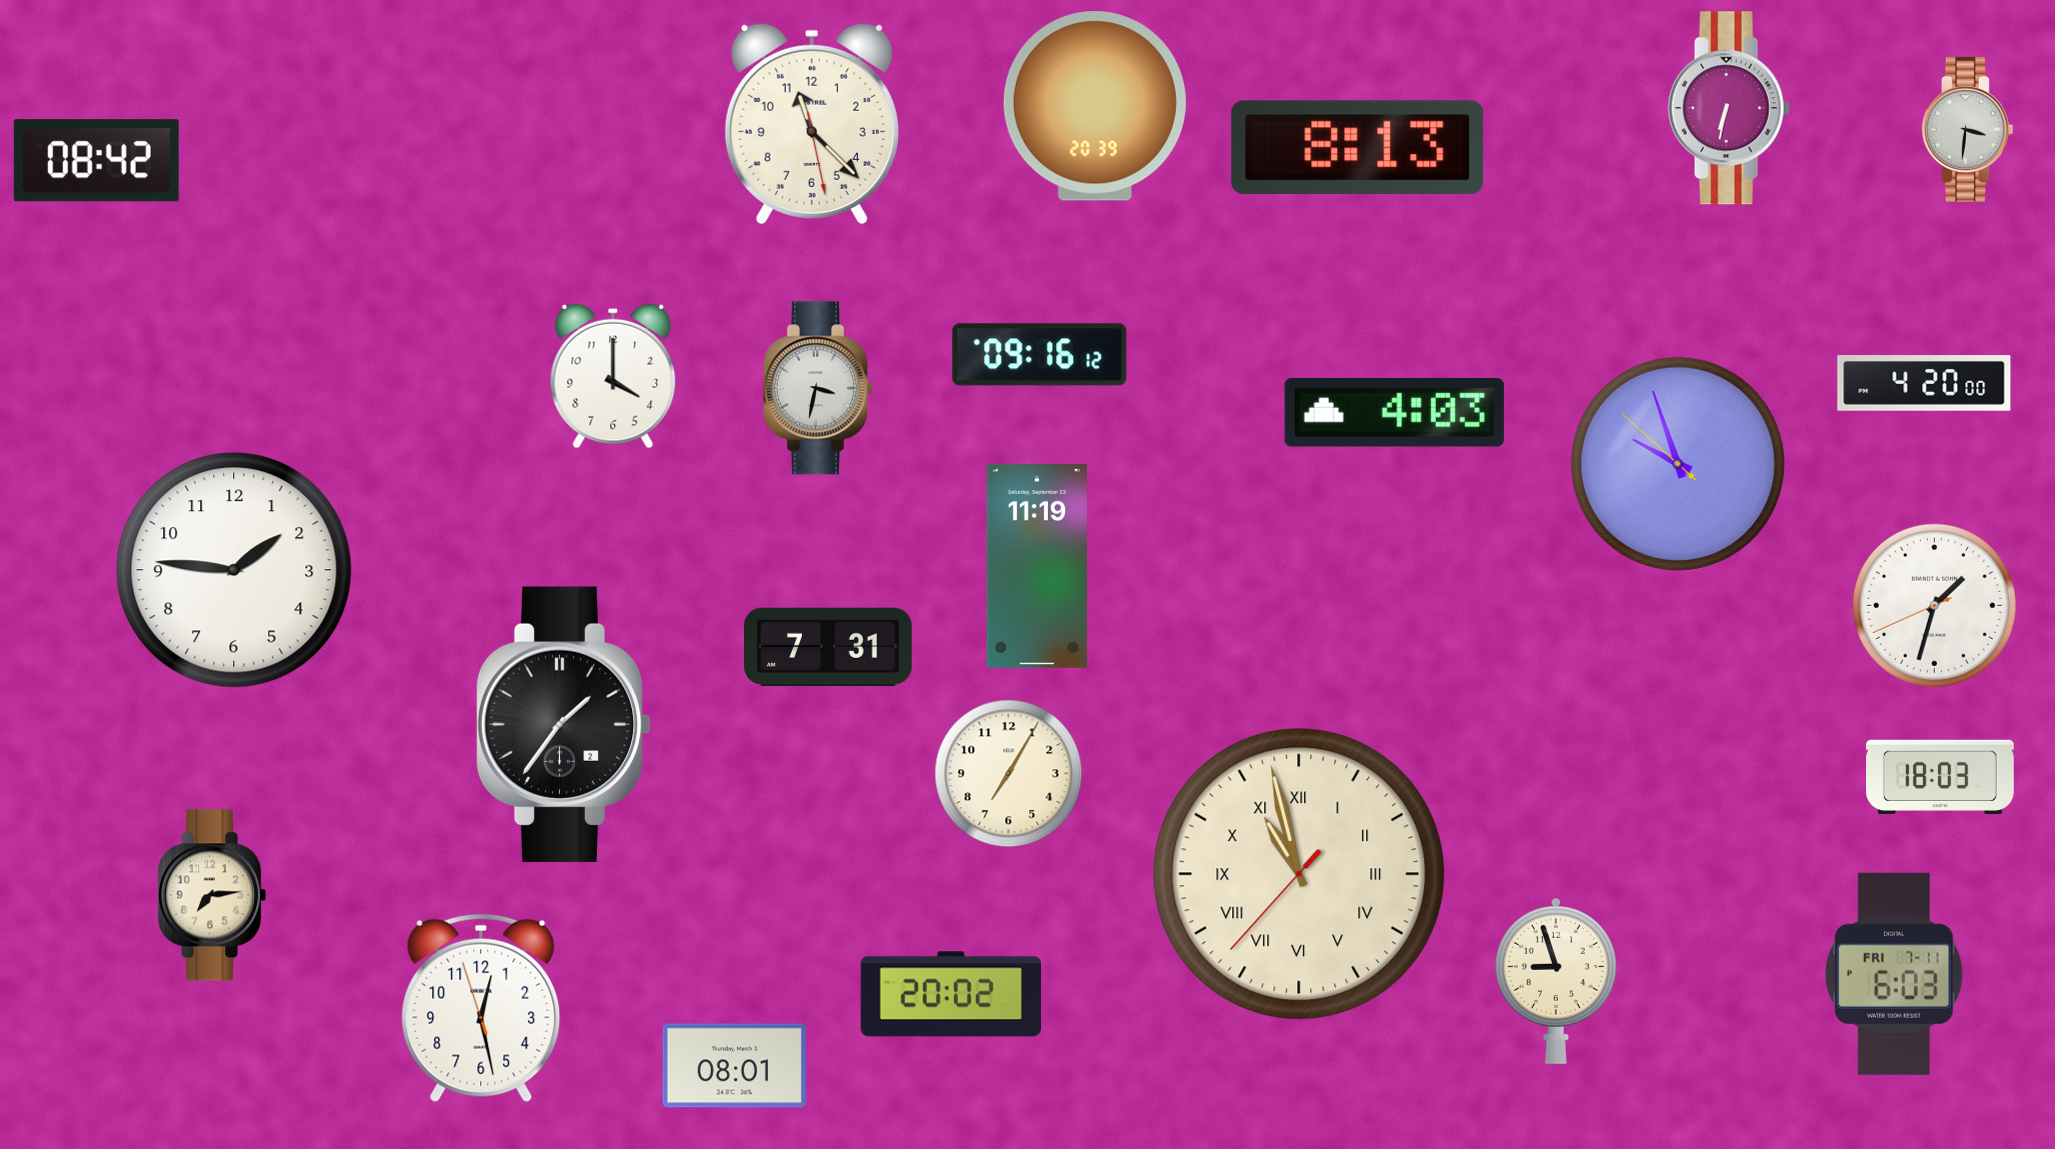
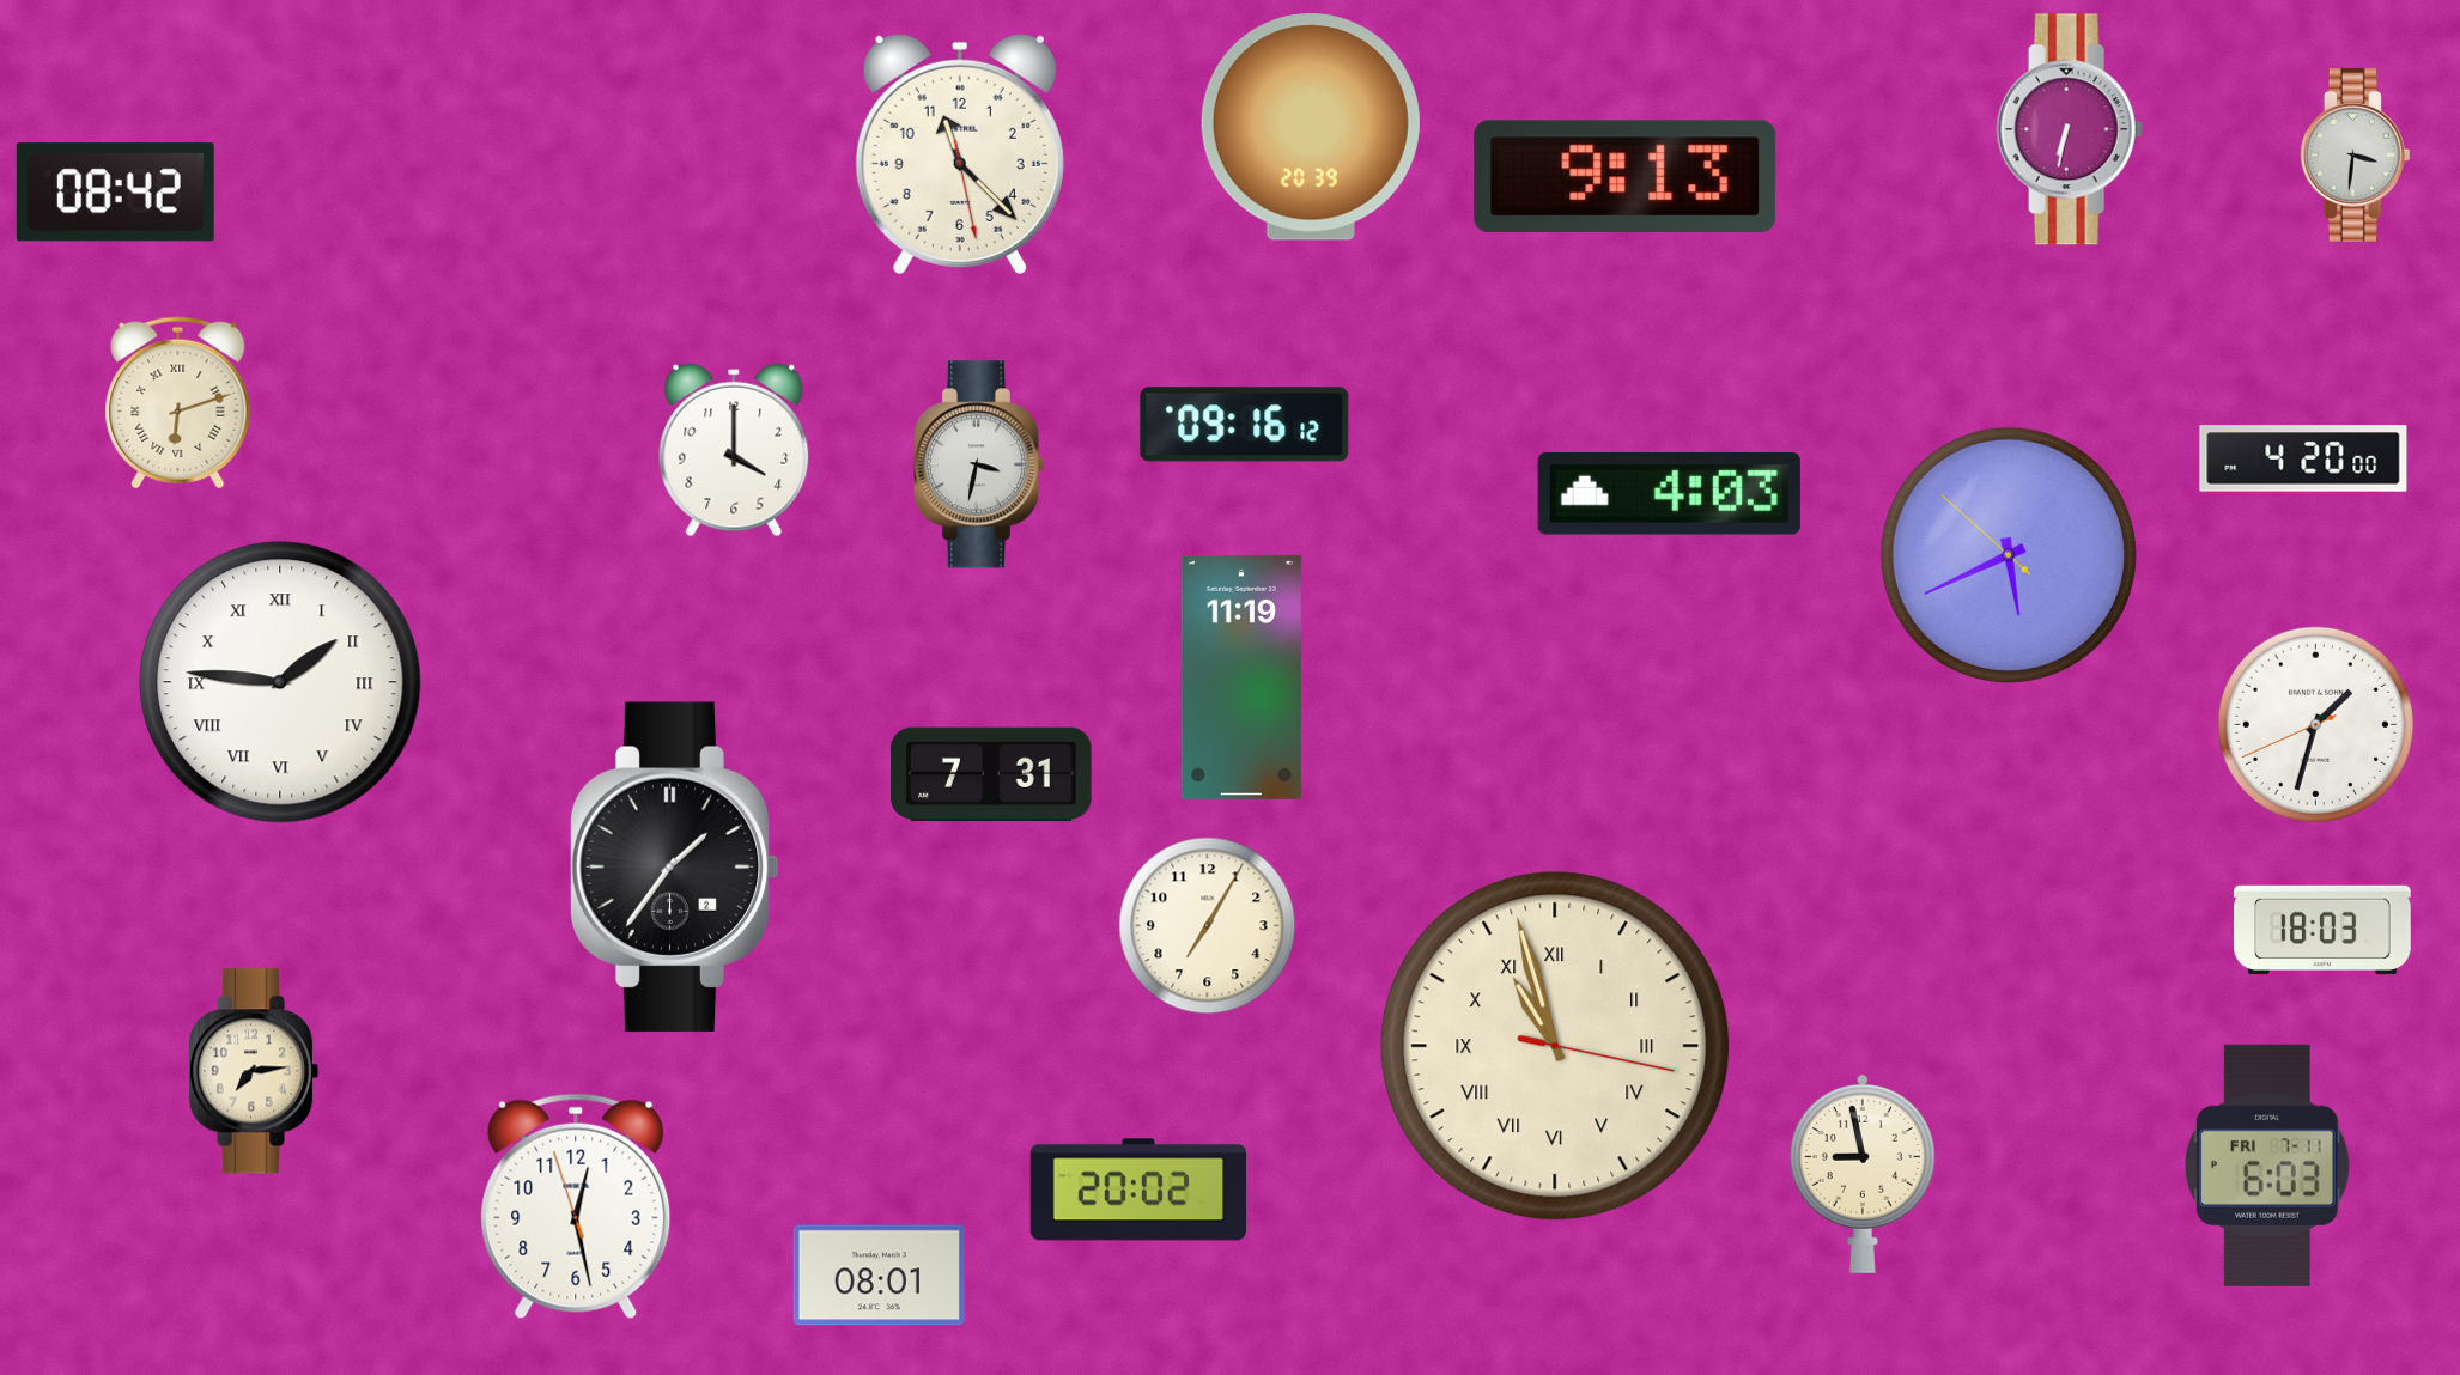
clock at (812, 123) position: (812, 123) -> (960, 153)
clock at (1358, 147): 8:13 -> 9:13
clock at (178, 403): none -> 6:12
clock at (1678, 464): 9:56 -> 5:40
clock at (234, 570) numerals: Arabic -> Roman
clock at (1299, 874): 10:57:37 -> 10:57:17
clock at (1556, 980): 8:57 -> 8:58
